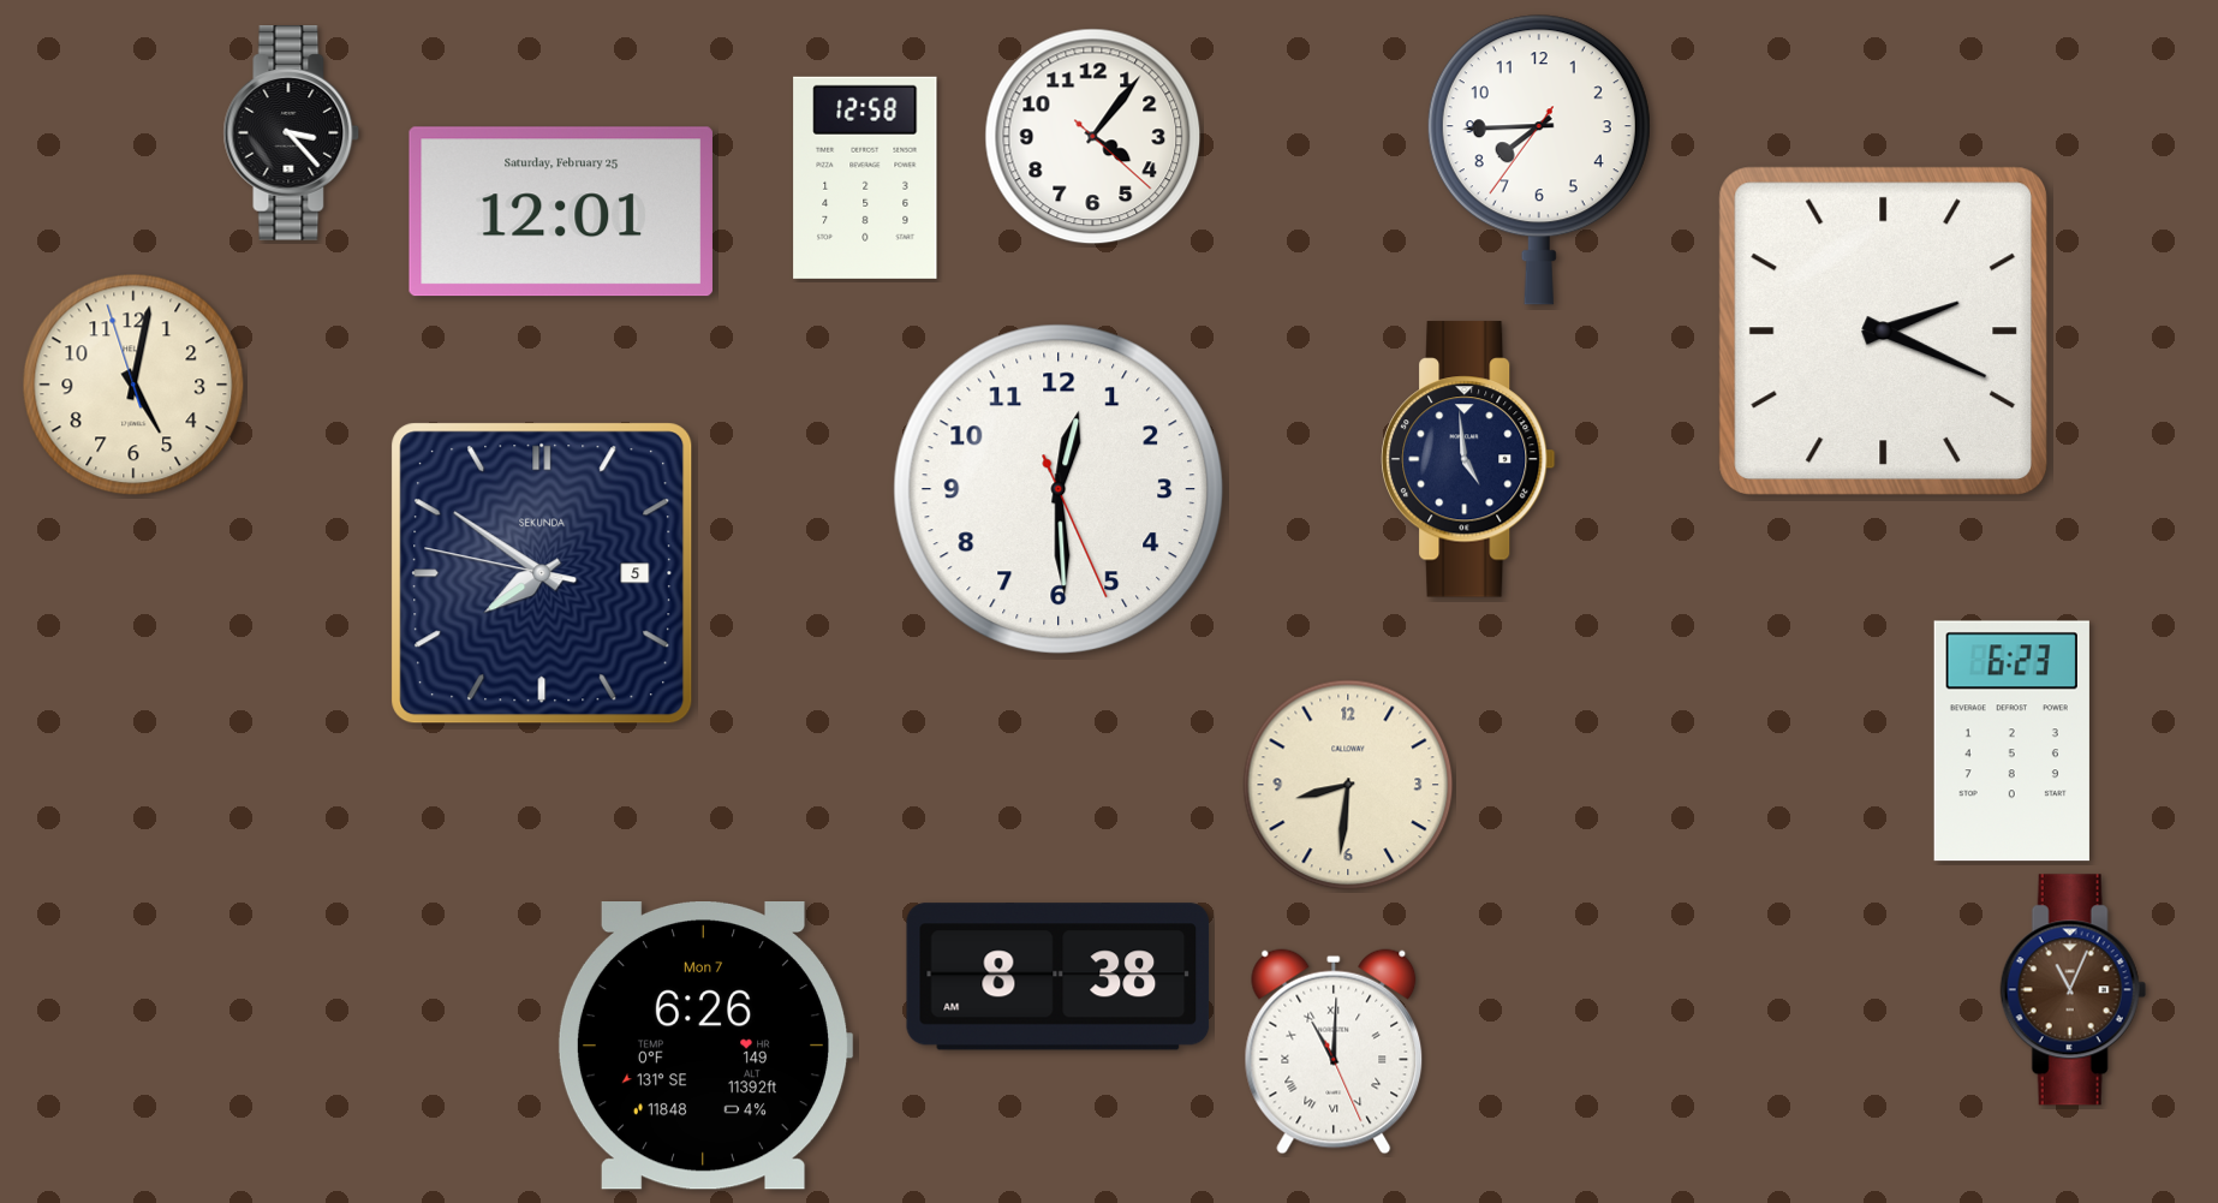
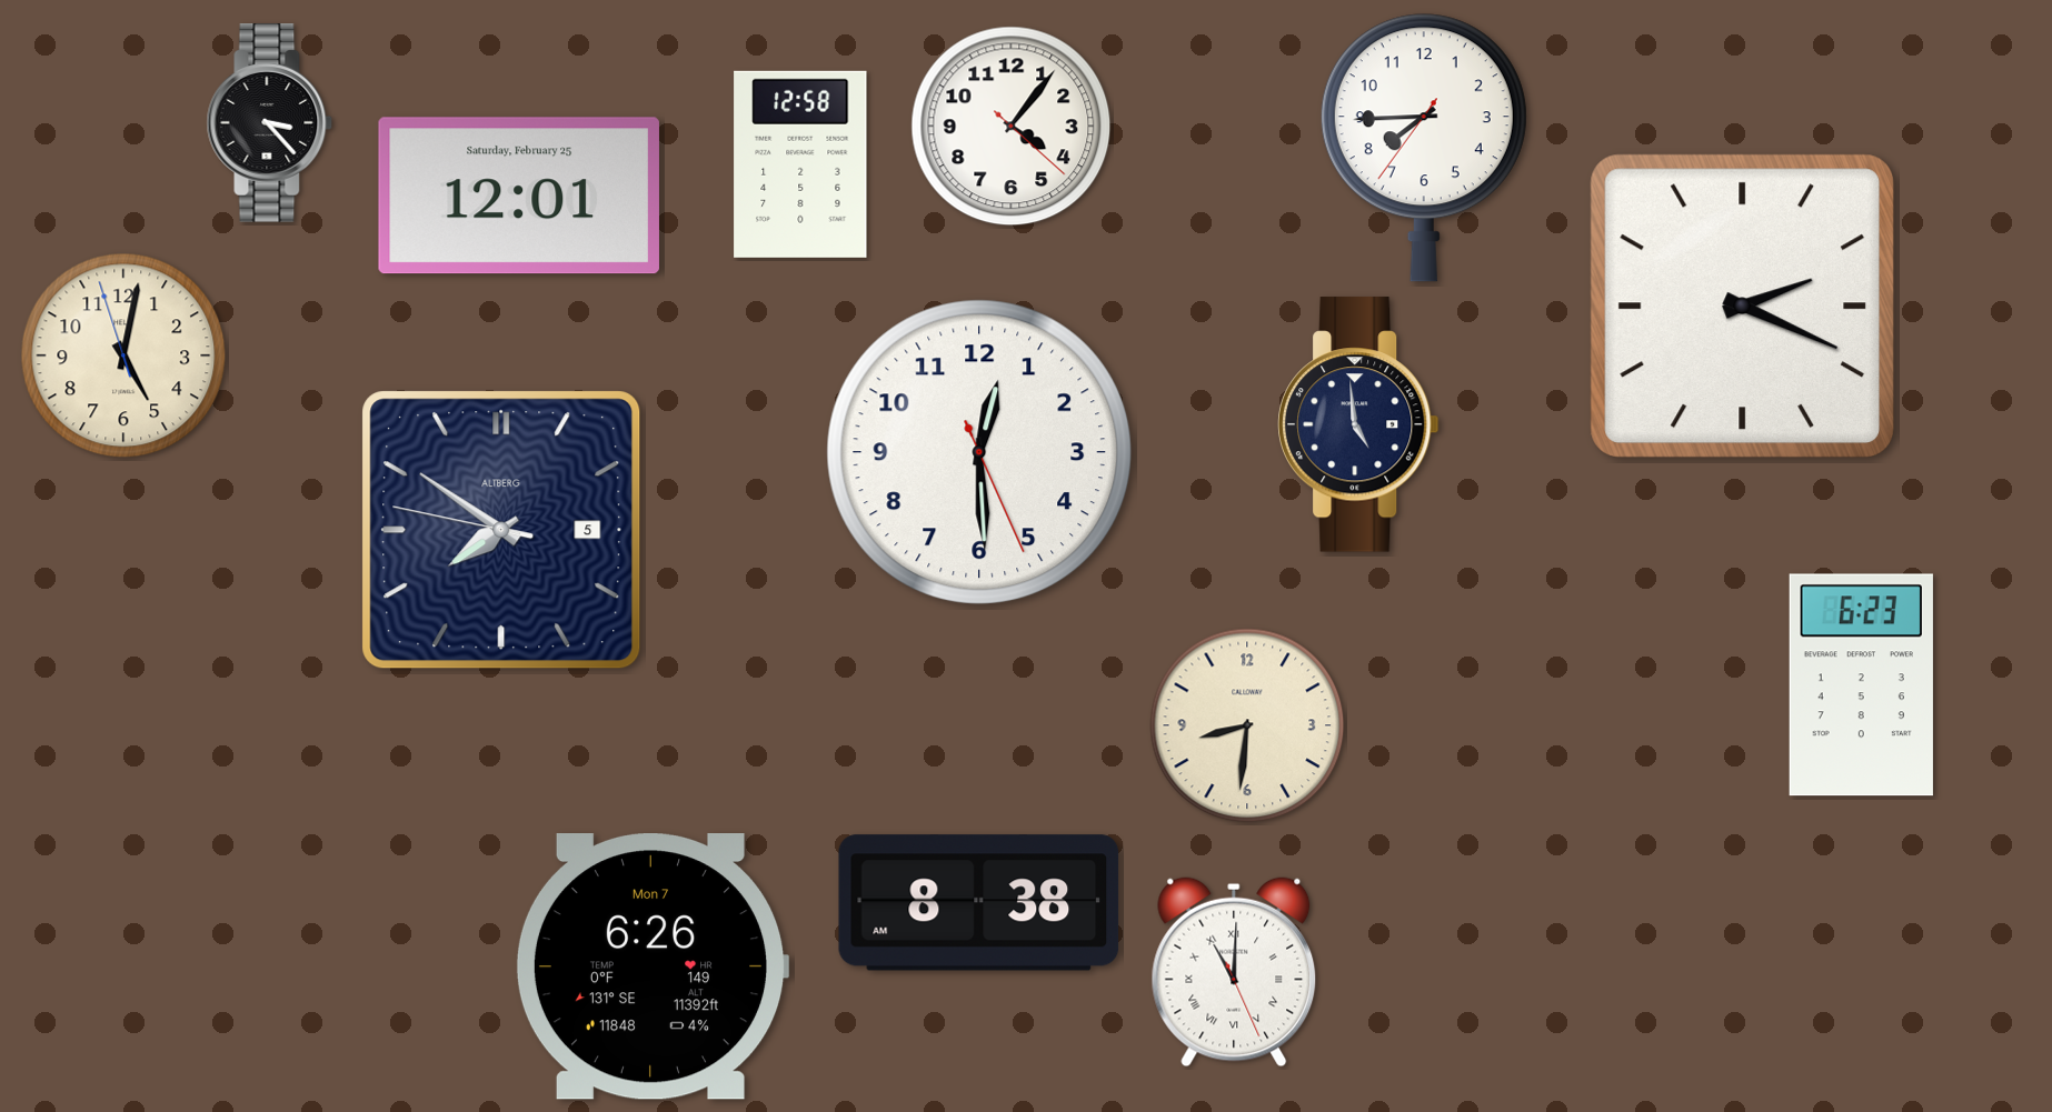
clock at (542, 573) brand: SEKUNDA -> ALTBERG
clock at (2073, 990): 11:04 -> none
